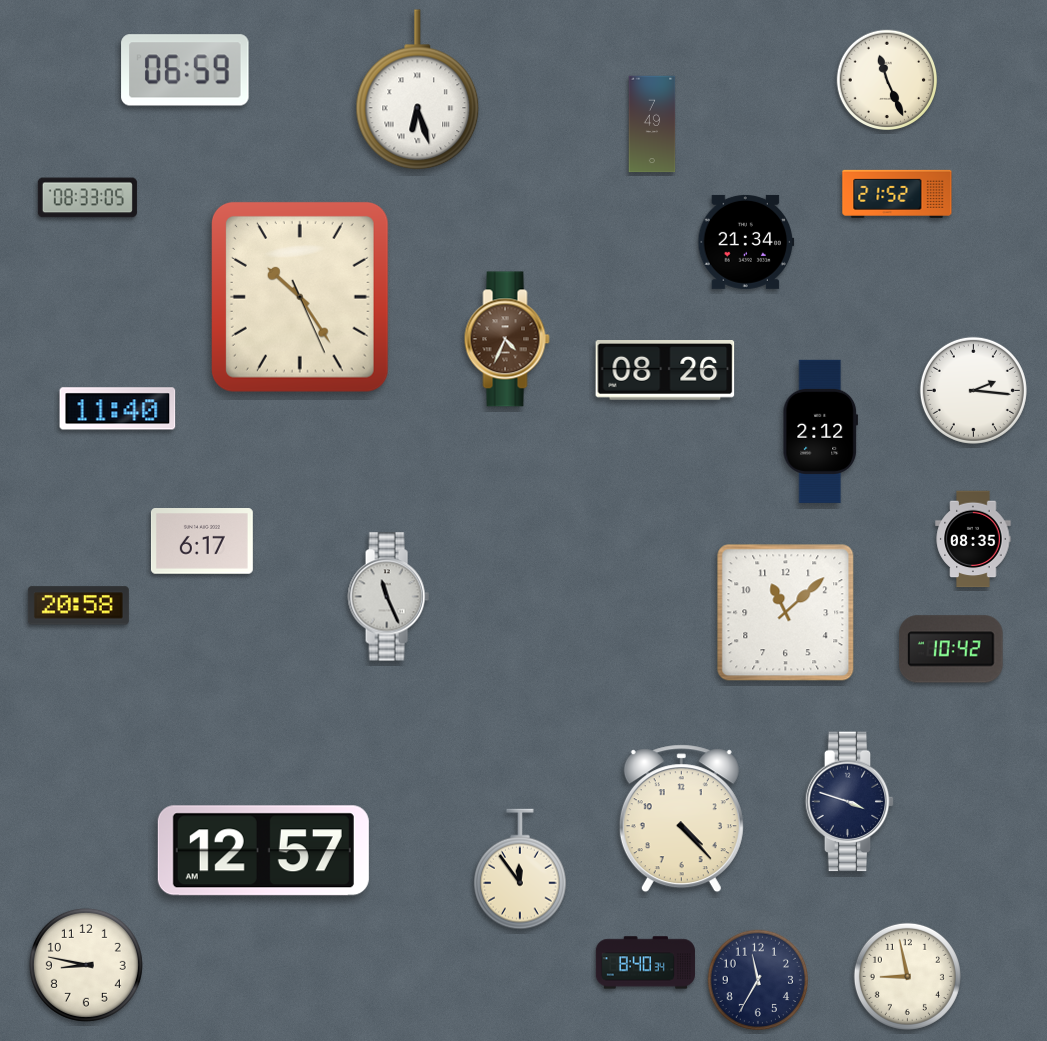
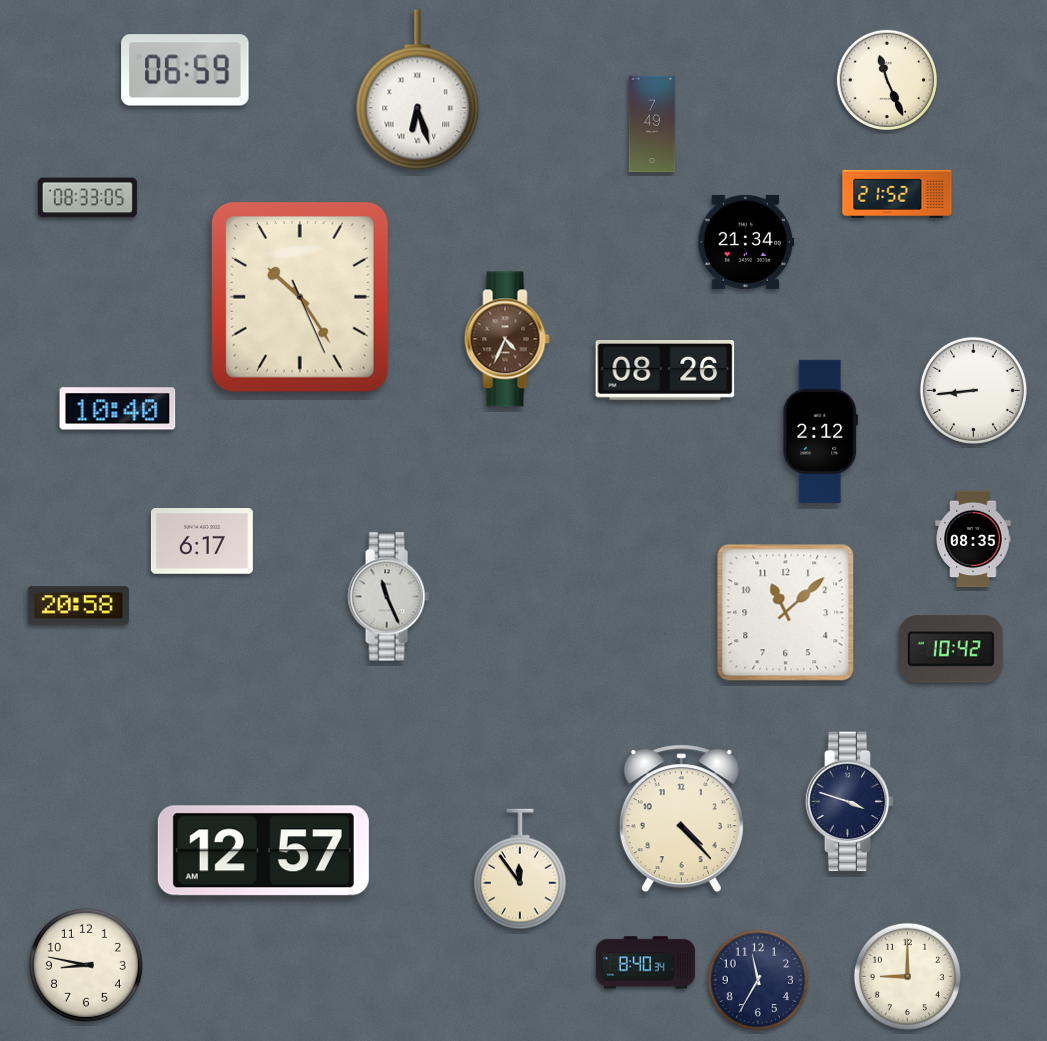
clock at (973, 390): 2:16 -> 8:44
clock at (118, 409): 11:40 -> 10:40
clock at (907, 976): 8:58 -> 9:00
